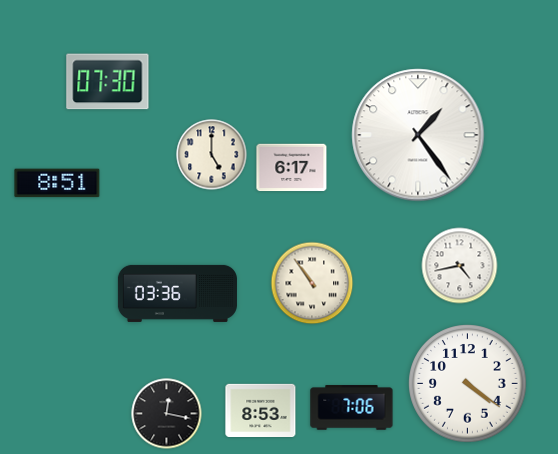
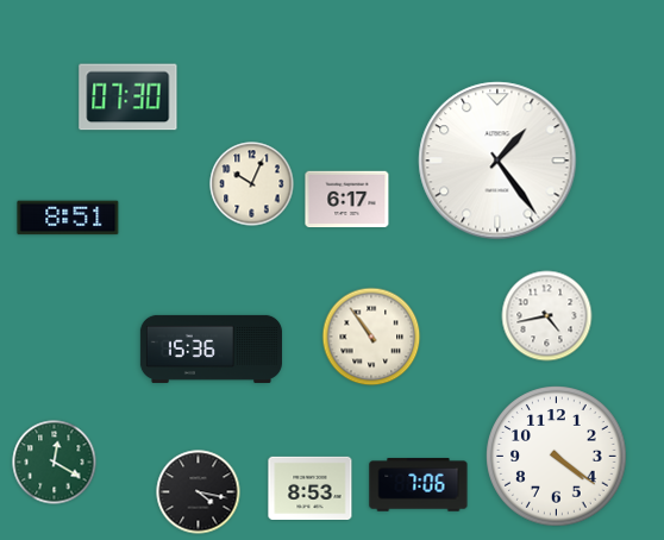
clock at (212, 155): 5:00 -> 10:04
clock at (177, 293): 03:36 -> 15:36
clock at (55, 463): none -> 12:20
clock at (167, 414): 12:17 -> 4:17
